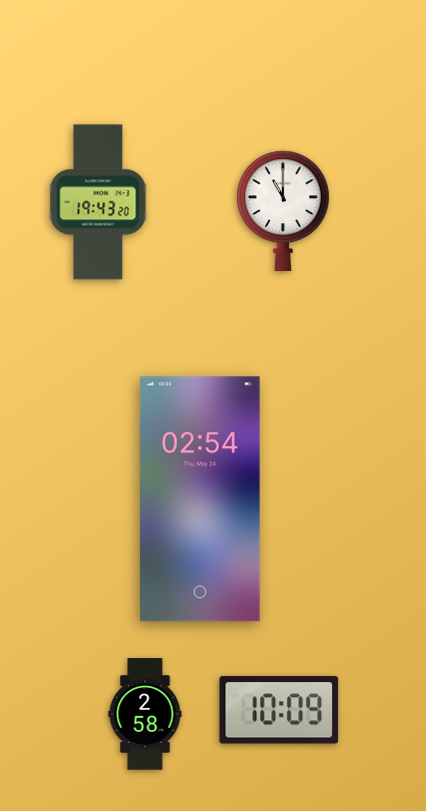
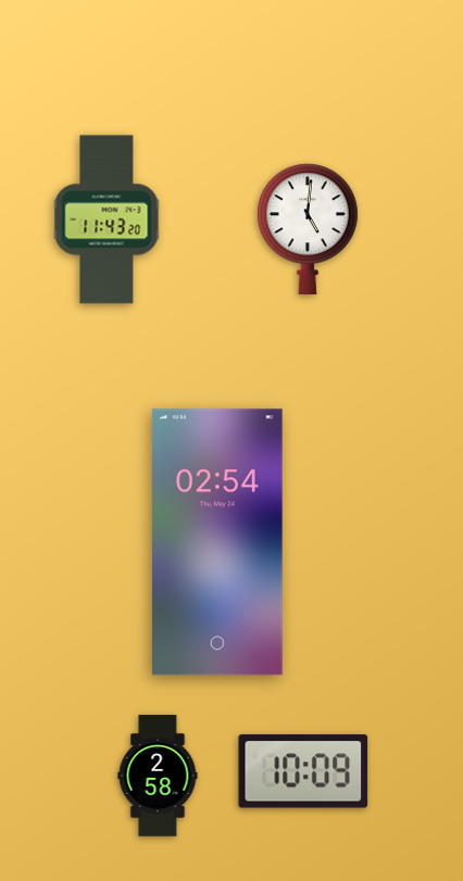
clock at (98, 202): 19:43 -> 11:43
clock at (283, 211): 11:00 -> 5:01
